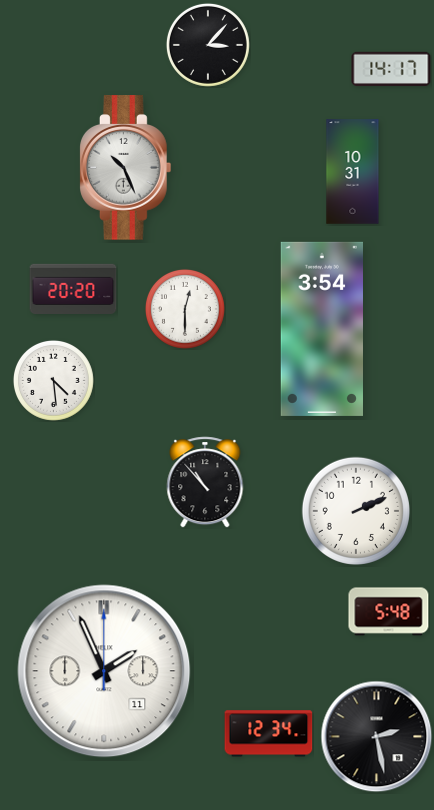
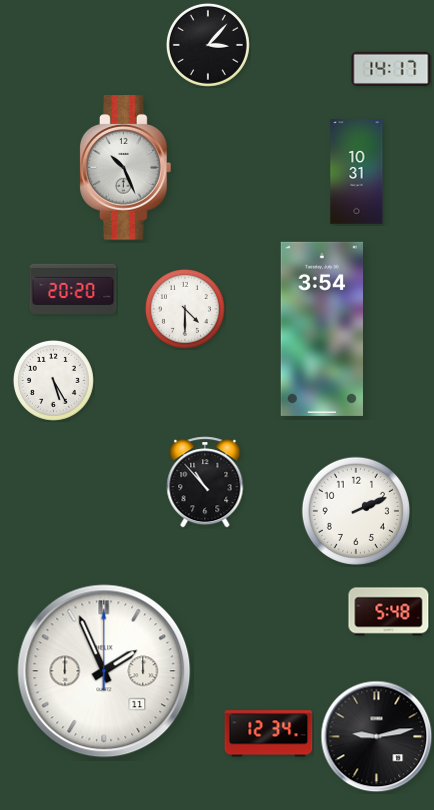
clock at (353, 172) position: (353, 172) -> (357, 172)
clock at (185, 309): 12:30 -> 4:30
clock at (53, 380): 4:29 -> 5:25
clock at (377, 737): 2:28 -> 9:13
